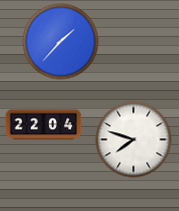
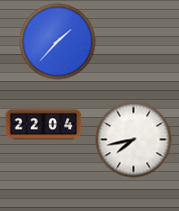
clock at (61, 42) position: (61, 42) -> (58, 42)
clock at (134, 140): 7:48 -> 7:43
